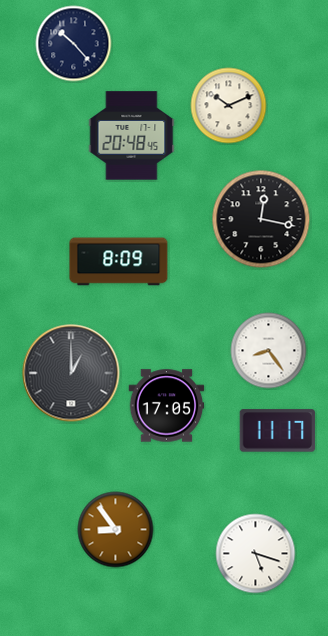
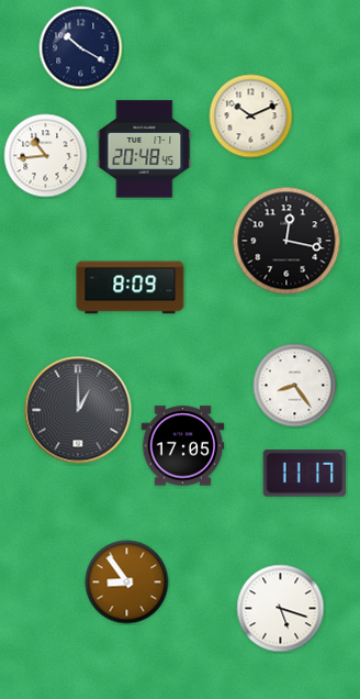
clock at (74, 44): 10:23 -> 10:20
clock at (46, 156): none -> 10:44
